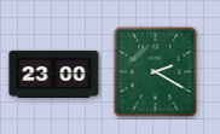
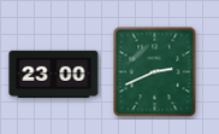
clock at (156, 72): 2:20 -> 2:41
